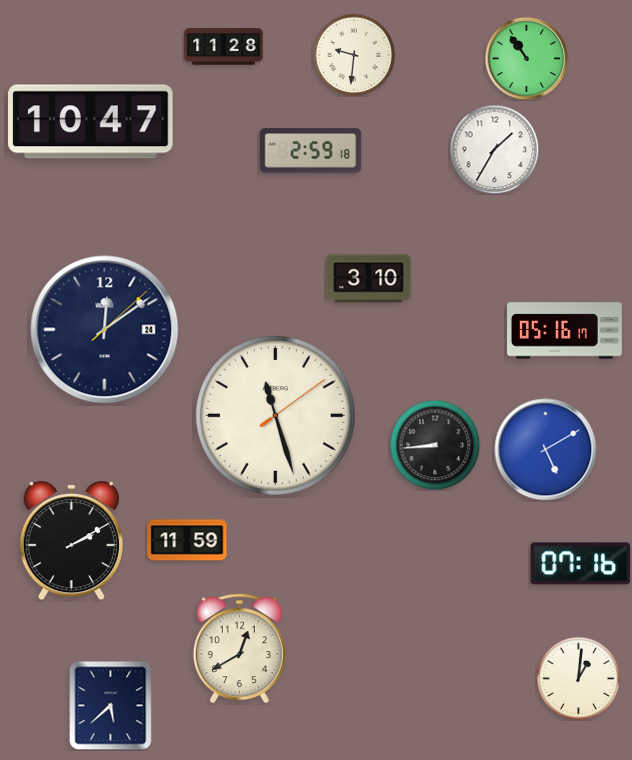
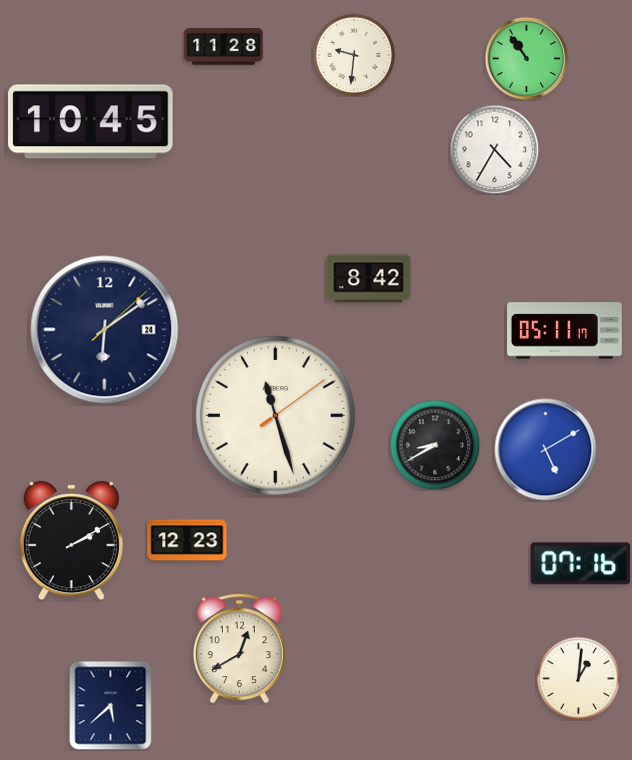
clock at (91, 122): 10:47 -> 10:45
clock at (494, 149): 1:35 -> 4:35
clock at (311, 151): 2:59 -> none
clock at (369, 279): 3:10 -> 8:42
clock at (105, 330): 12:09 -> 6:09
clock at (565, 331): 05:16 -> 05:11
clock at (435, 445): 8:44 -> 8:40
clock at (187, 540): 11:59 -> 12:23
